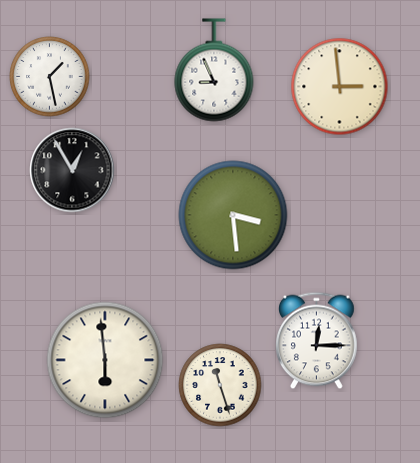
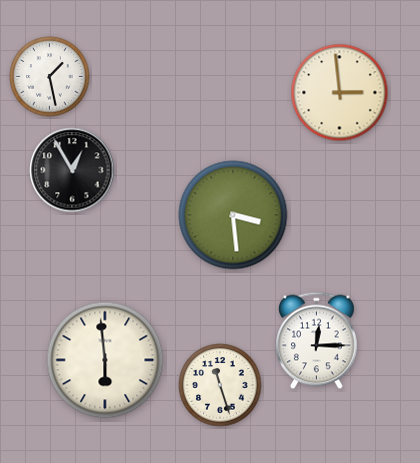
clock at (214, 70): 8:56 -> none
clock at (340, 87) position: (340, 87) -> (340, 93)
